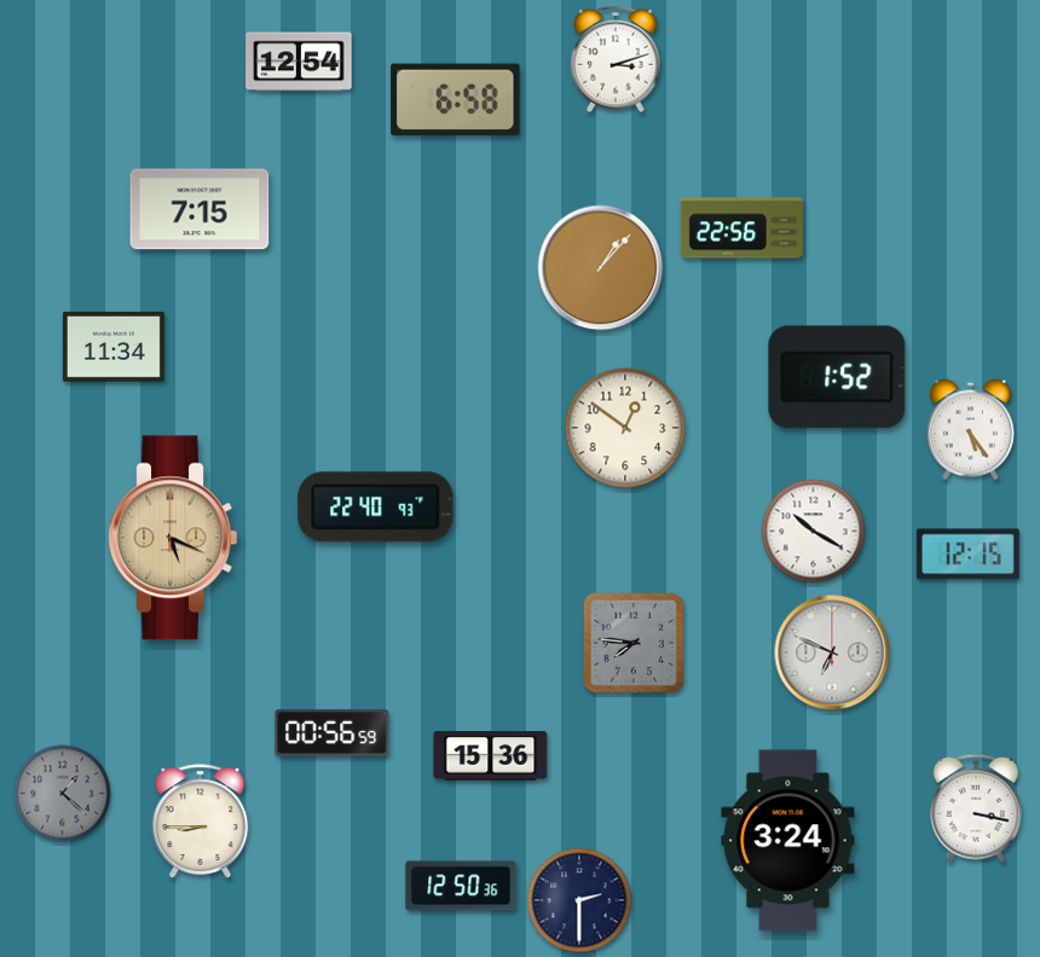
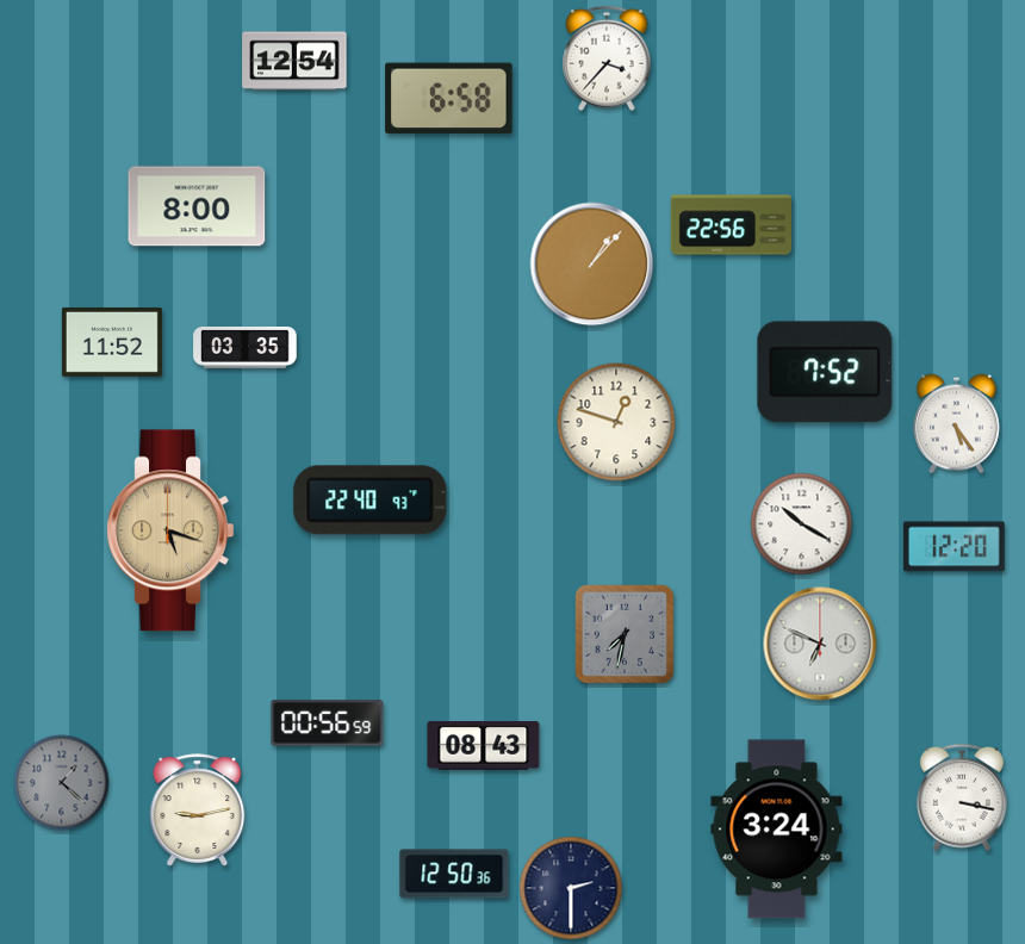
clock at (616, 59): 3:12 -> 3:37
clock at (200, 209): 7:15 -> 8:00
clock at (114, 347): 11:34 -> 11:52
clock at (246, 348): none -> 03:35
clock at (837, 377): 1:52 -> 7:52
clock at (625, 428): 12:51 -> 12:48
clock at (173, 538): 5:19 -> 5:18
clock at (967, 555): 12:15 -> 12:20
clock at (634, 643): 7:46 -> 7:32
clock at (491, 756): 15:36 -> 08:43
clock at (201, 822): 8:45 -> 9:13
